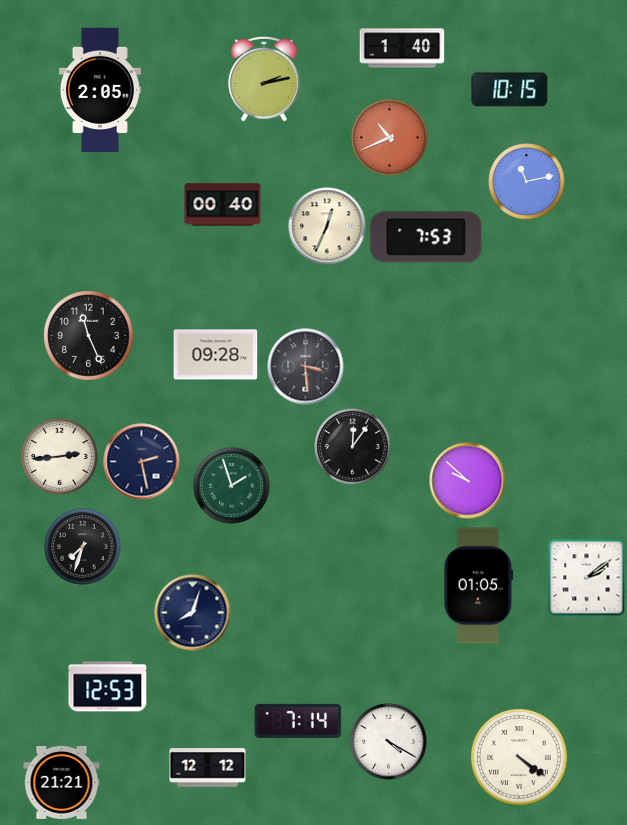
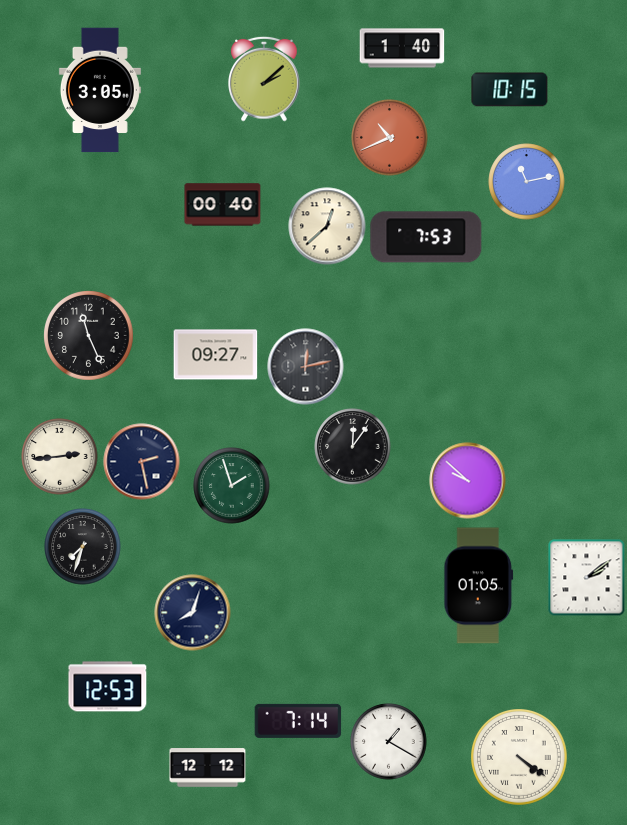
clock at (264, 79): 2:13 -> 2:08
clock at (100, 90): 2:05 -> 3:05
clock at (327, 226): 12:34 -> 12:38
clock at (216, 355): 09:28 -> 09:27
clock at (306, 367): 3:29 -> 12:13
clock at (389, 742): 4:20 -> 1:20
clock at (62, 782): 21:21 -> none
